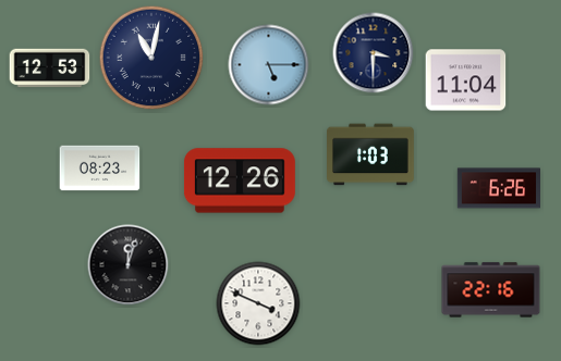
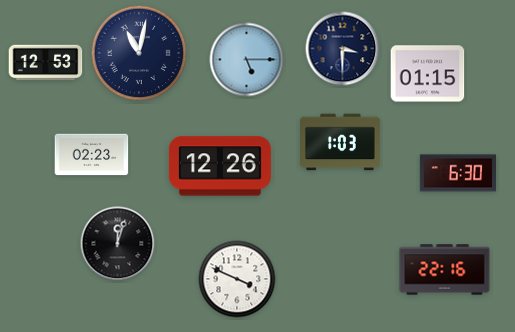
clock at (466, 80): 11:04 -> 01:15
clock at (100, 169): 08:23 -> 02:23
clock at (498, 188): 6:26 -> 6:30
clock at (491, 290) position: (491, 290) -> (445, 270)
